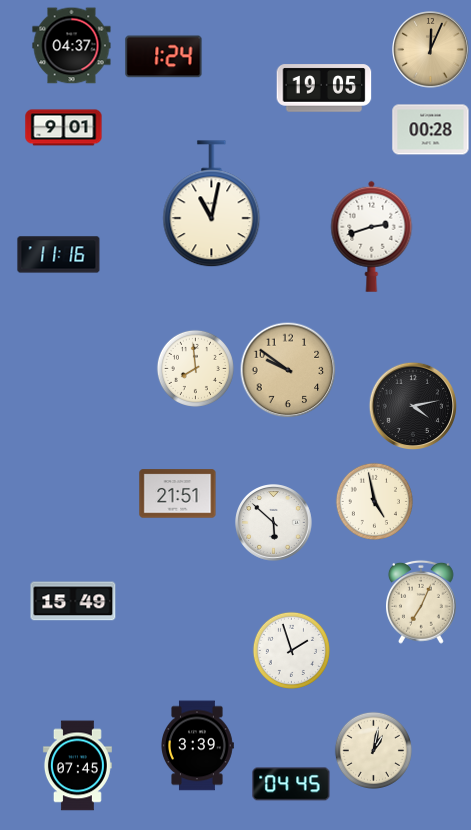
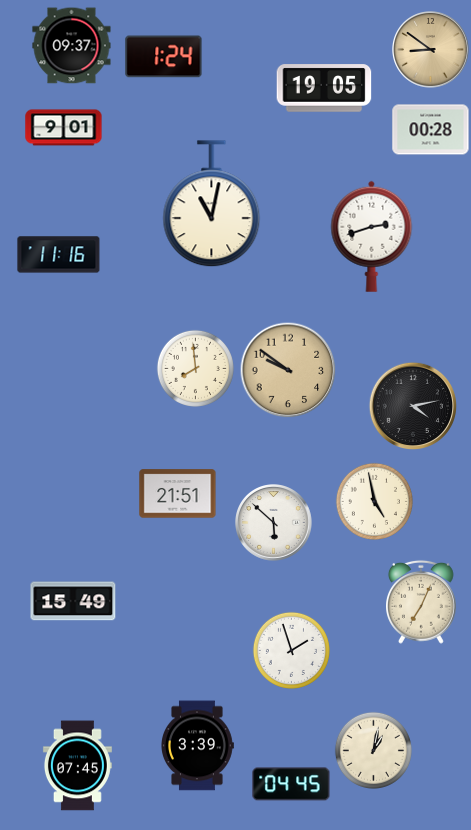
clock at (72, 46): 04:37 -> 09:37
clock at (431, 50): 12:04 -> 8:51
